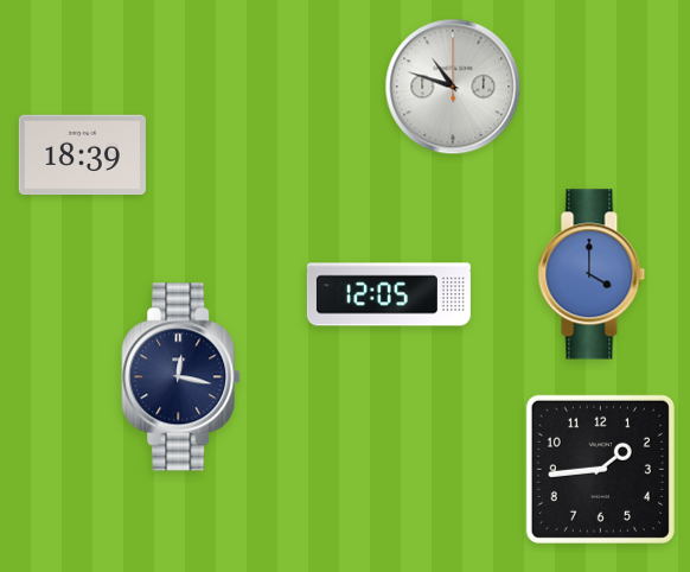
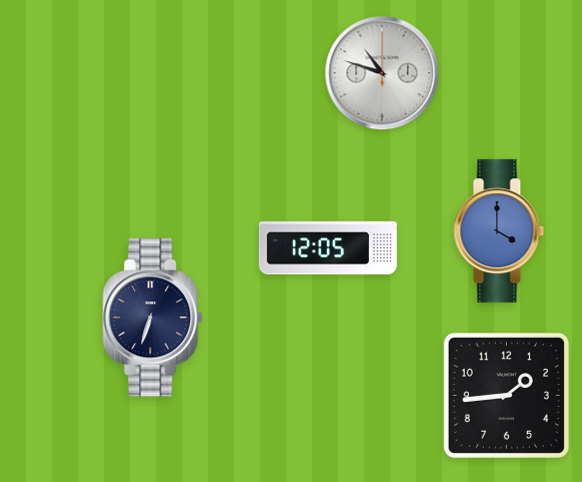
clock at (82, 155): 18:39 -> none
clock at (181, 377): 12:17 -> 6:33
